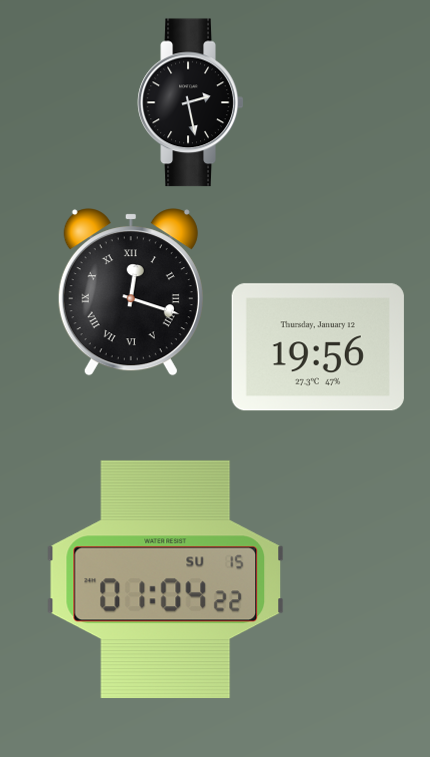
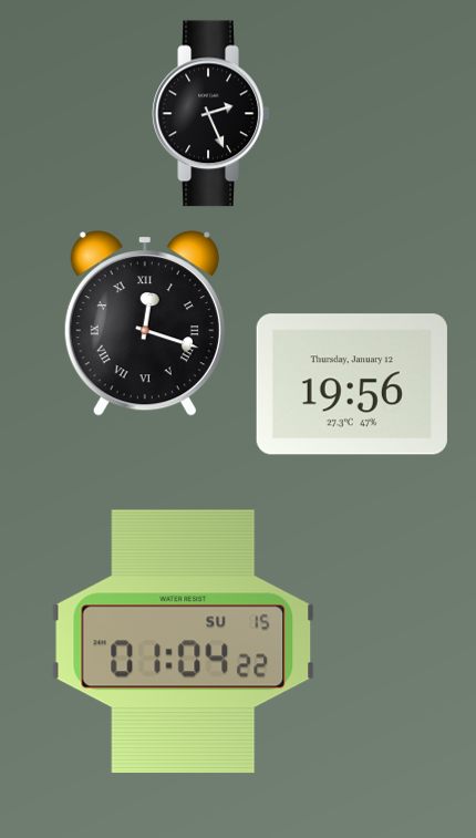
clock at (191, 103): 2:28 -> 2:26
